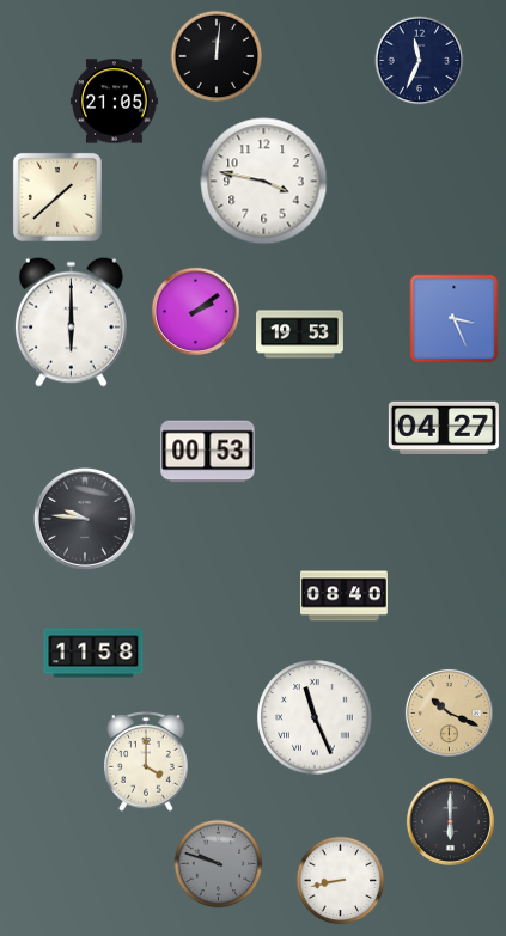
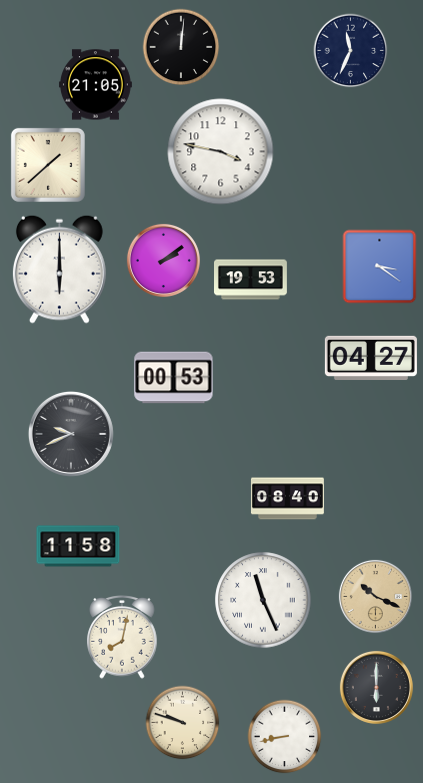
clock at (455, 319): 3:26 -> 3:21
clock at (85, 519): 9:46 -> 9:41
clock at (146, 763): 4:00 -> 8:02
clock at (219, 864) dial: grey -> cream
